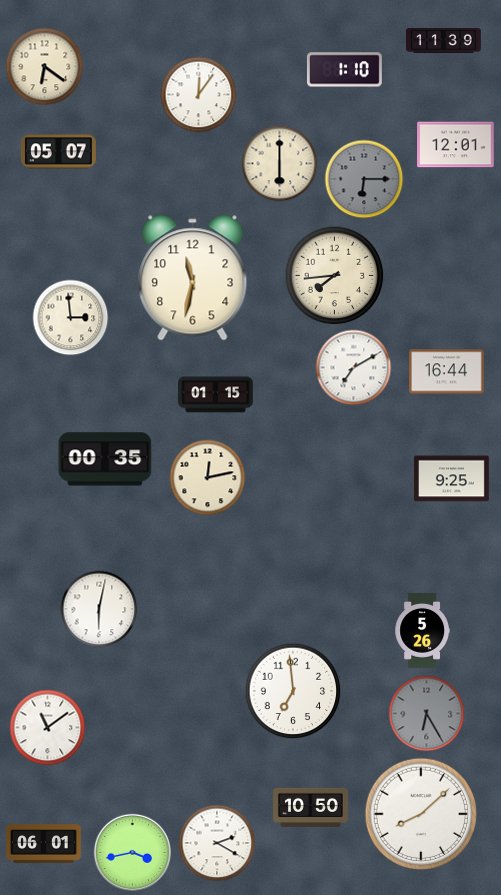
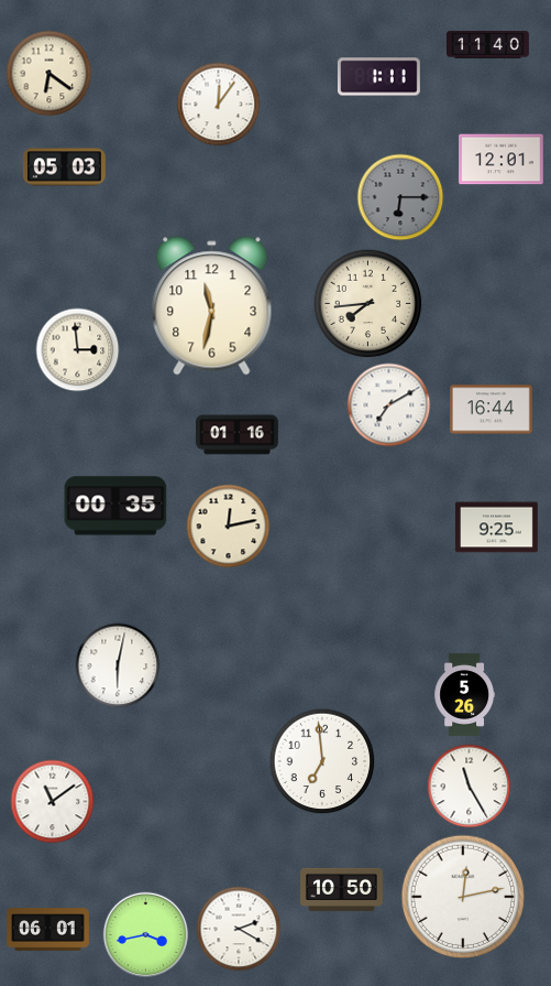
clock at (444, 41): 11:39 -> 11:40
clock at (344, 70): 1:10 -> 1:11
clock at (58, 152): 05:07 -> 05:03
clock at (280, 164): 6:00 -> none
clock at (216, 395): 01:15 -> 01:16
clock at (99, 609) position: (99, 609) -> (118, 665)
clock at (427, 714): 6:25 -> 11:25
clock at (427, 714) dial: grey -> white
clock at (421, 814): 8:08 -> 12:13
clock at (133, 853) position: (133, 853) -> (146, 935)
